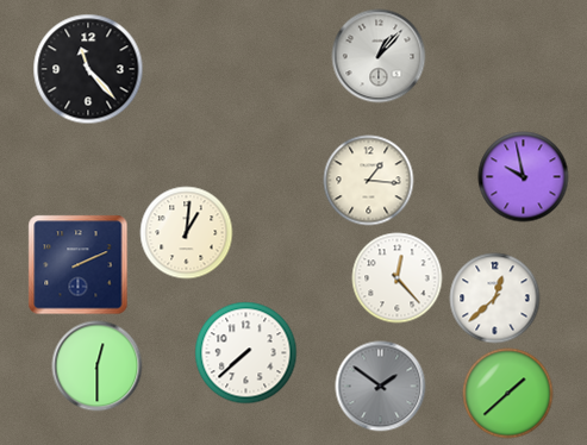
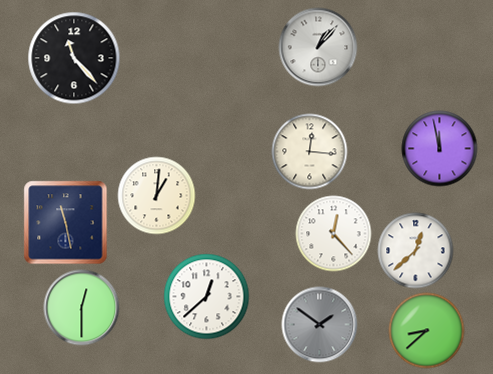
clock at (524, 177): 9:58 -> 11:58
clock at (369, 181): 1:16 -> 12:16
clock at (79, 265): 2:11 -> 11:28
clock at (246, 353): 7:38 -> 12:38
clock at (508, 394): 1:38 -> 8:38
